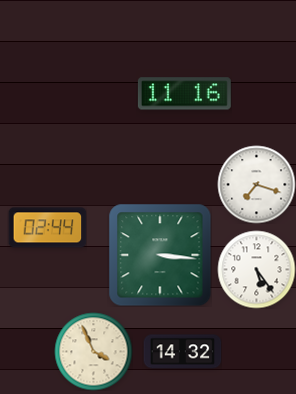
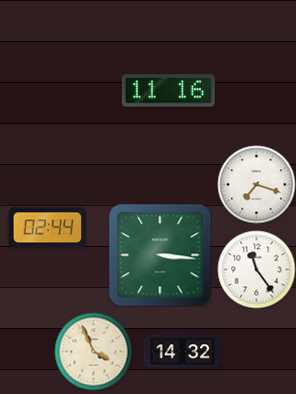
clock at (184, 94) position: (184, 94) -> (168, 91)
clock at (256, 269): 5:24 -> 11:24
